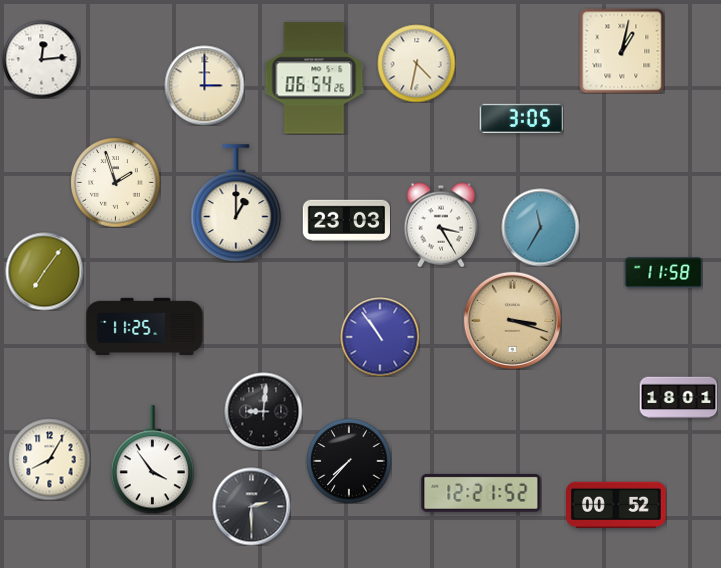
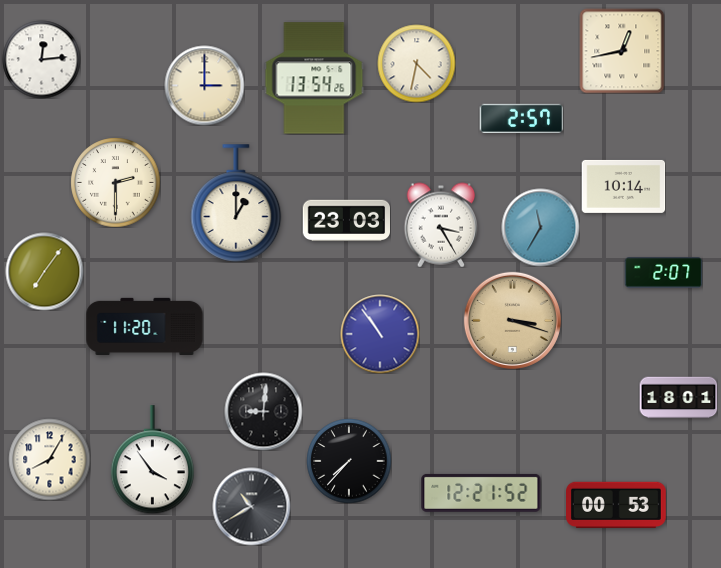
clock at (622, 51): 1:02 -> 12:43
clock at (314, 78): 06:54 -> 13:54
clock at (521, 118): 3:05 -> 2:57
clock at (115, 182): 1:57 -> 2:30
clock at (623, 186): none -> 10:14
clock at (663, 273): 11:58 -> 2:07
clock at (145, 326): 11:25 -> 11:20
clock at (380, 337) position: (380, 337) -> (380, 334)
clock at (617, 505): 00:52 -> 00:53
clock at (251, 506): 2:30 -> 10:40
